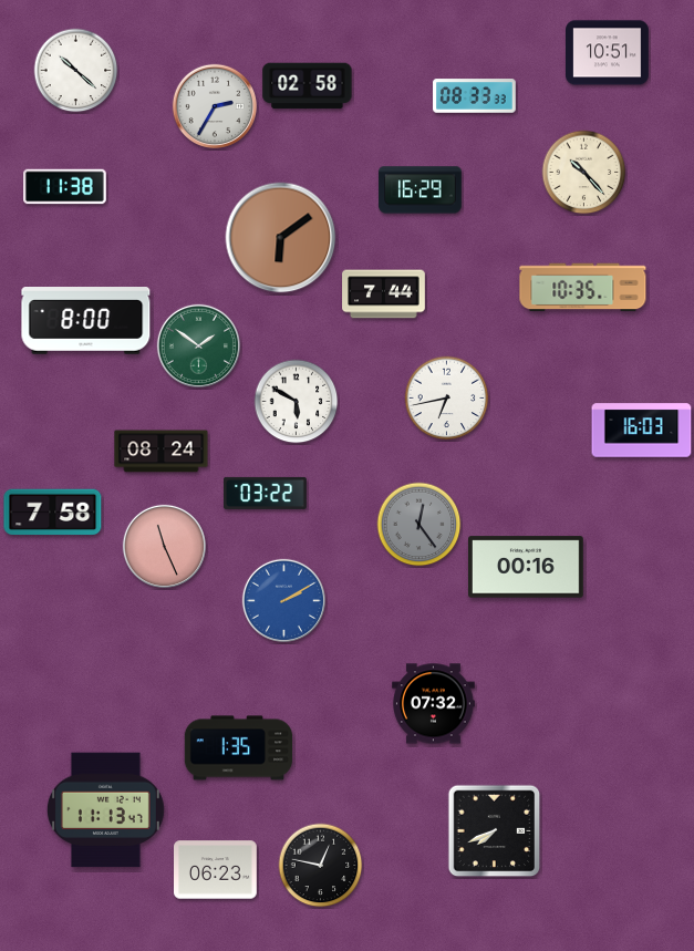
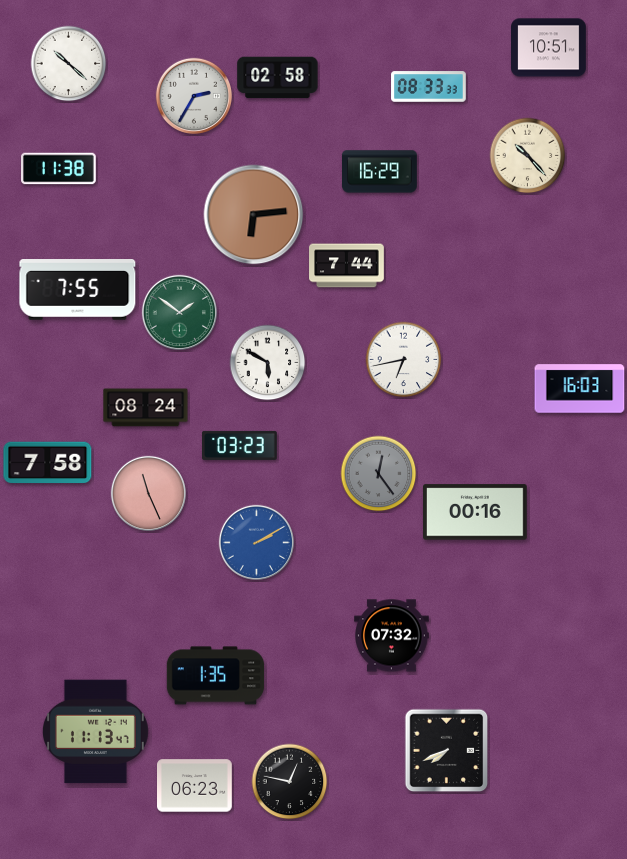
clock at (281, 238): 6:09 -> 6:14
clock at (583, 288): 10:35 -> none
clock at (86, 321): 8:00 -> 7:55
clock at (266, 493): 03:22 -> 03:23
